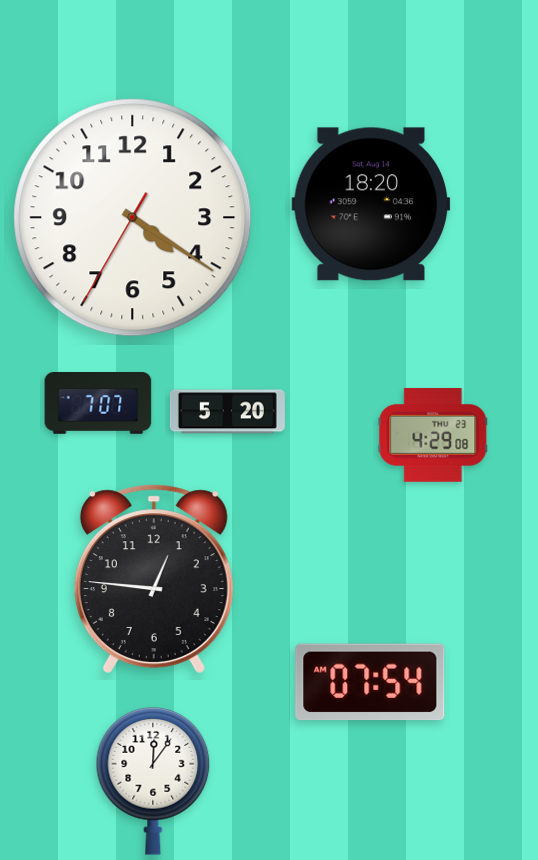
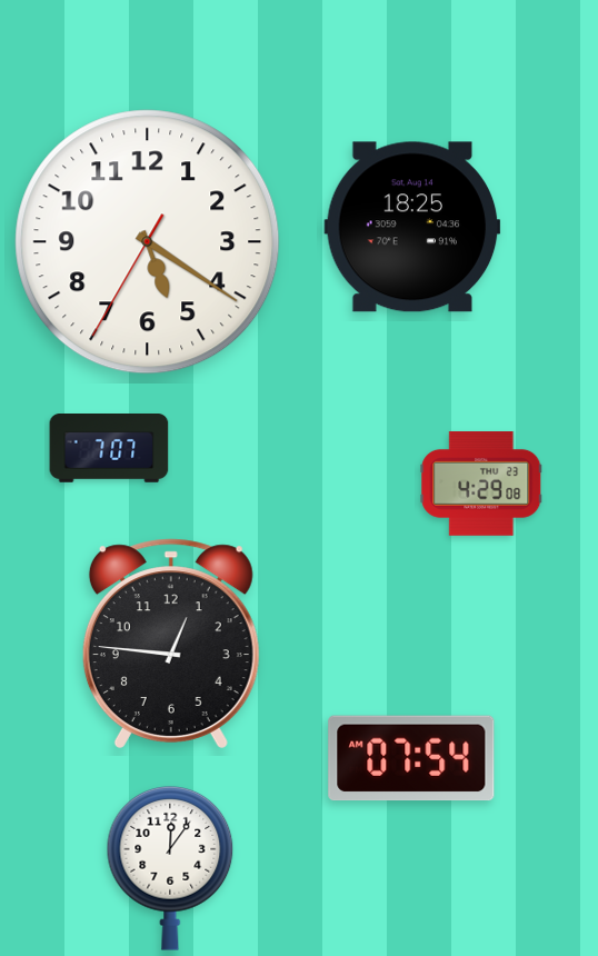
clock at (371, 204): 18:20 -> 18:25
clock at (133, 218): 4:20 -> 5:20
clock at (227, 412): 5:20 -> none
